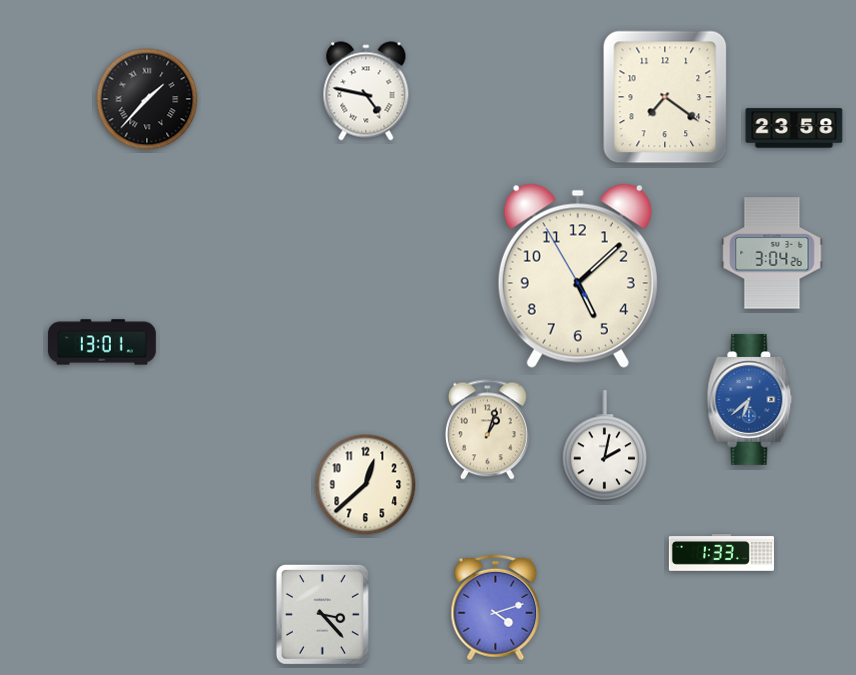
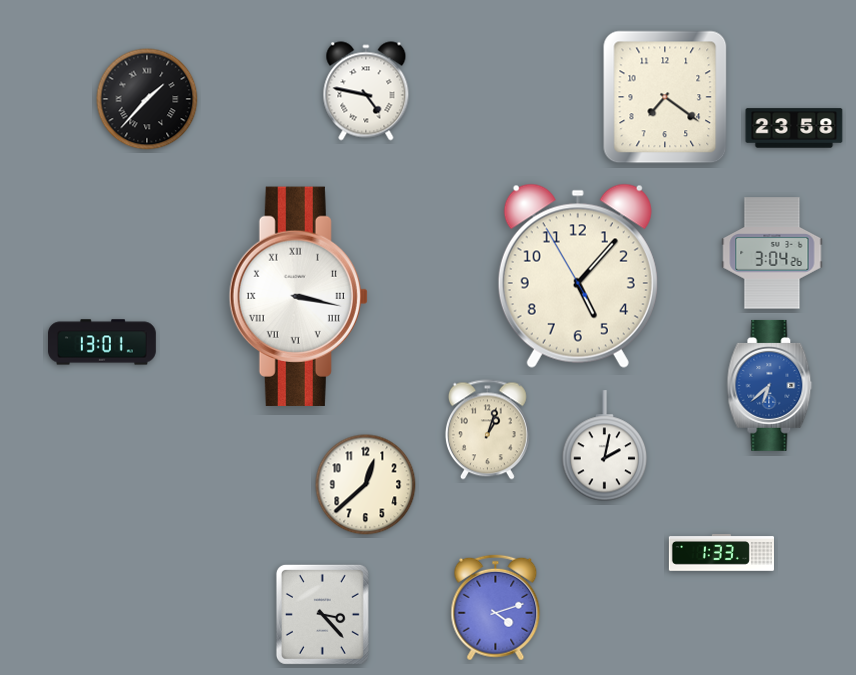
clock at (578, 276): 5:07 -> 5:06
clock at (298, 296): none -> 3:17
clock at (750, 399) position: (750, 399) -> (770, 385)
